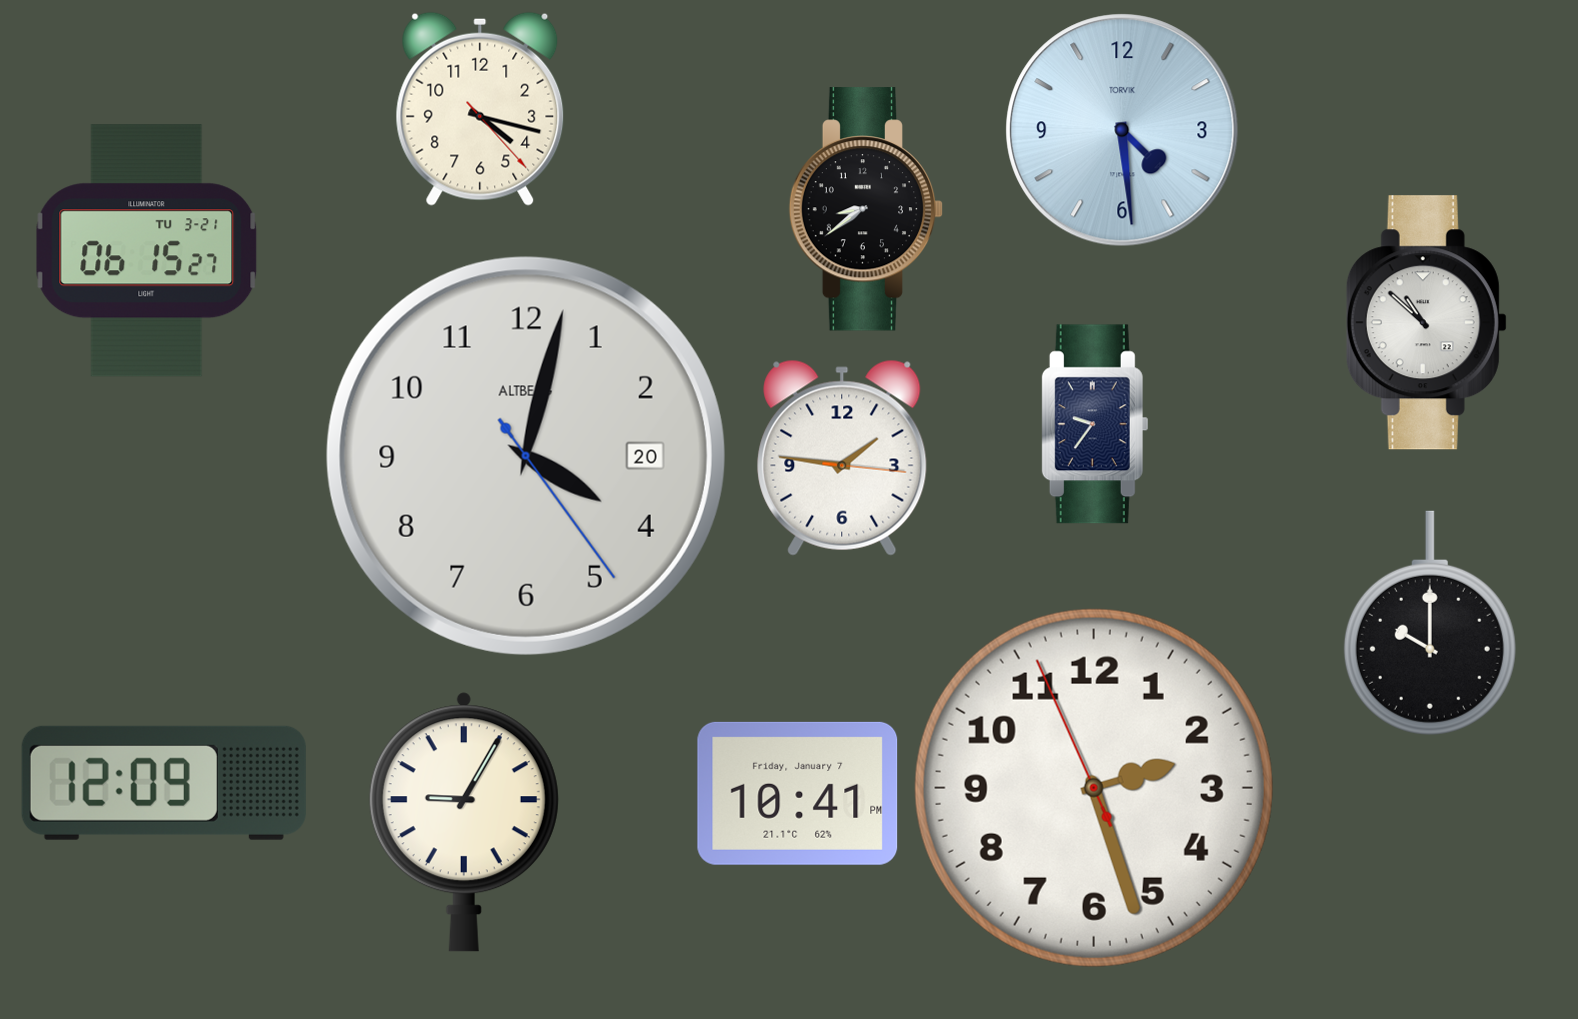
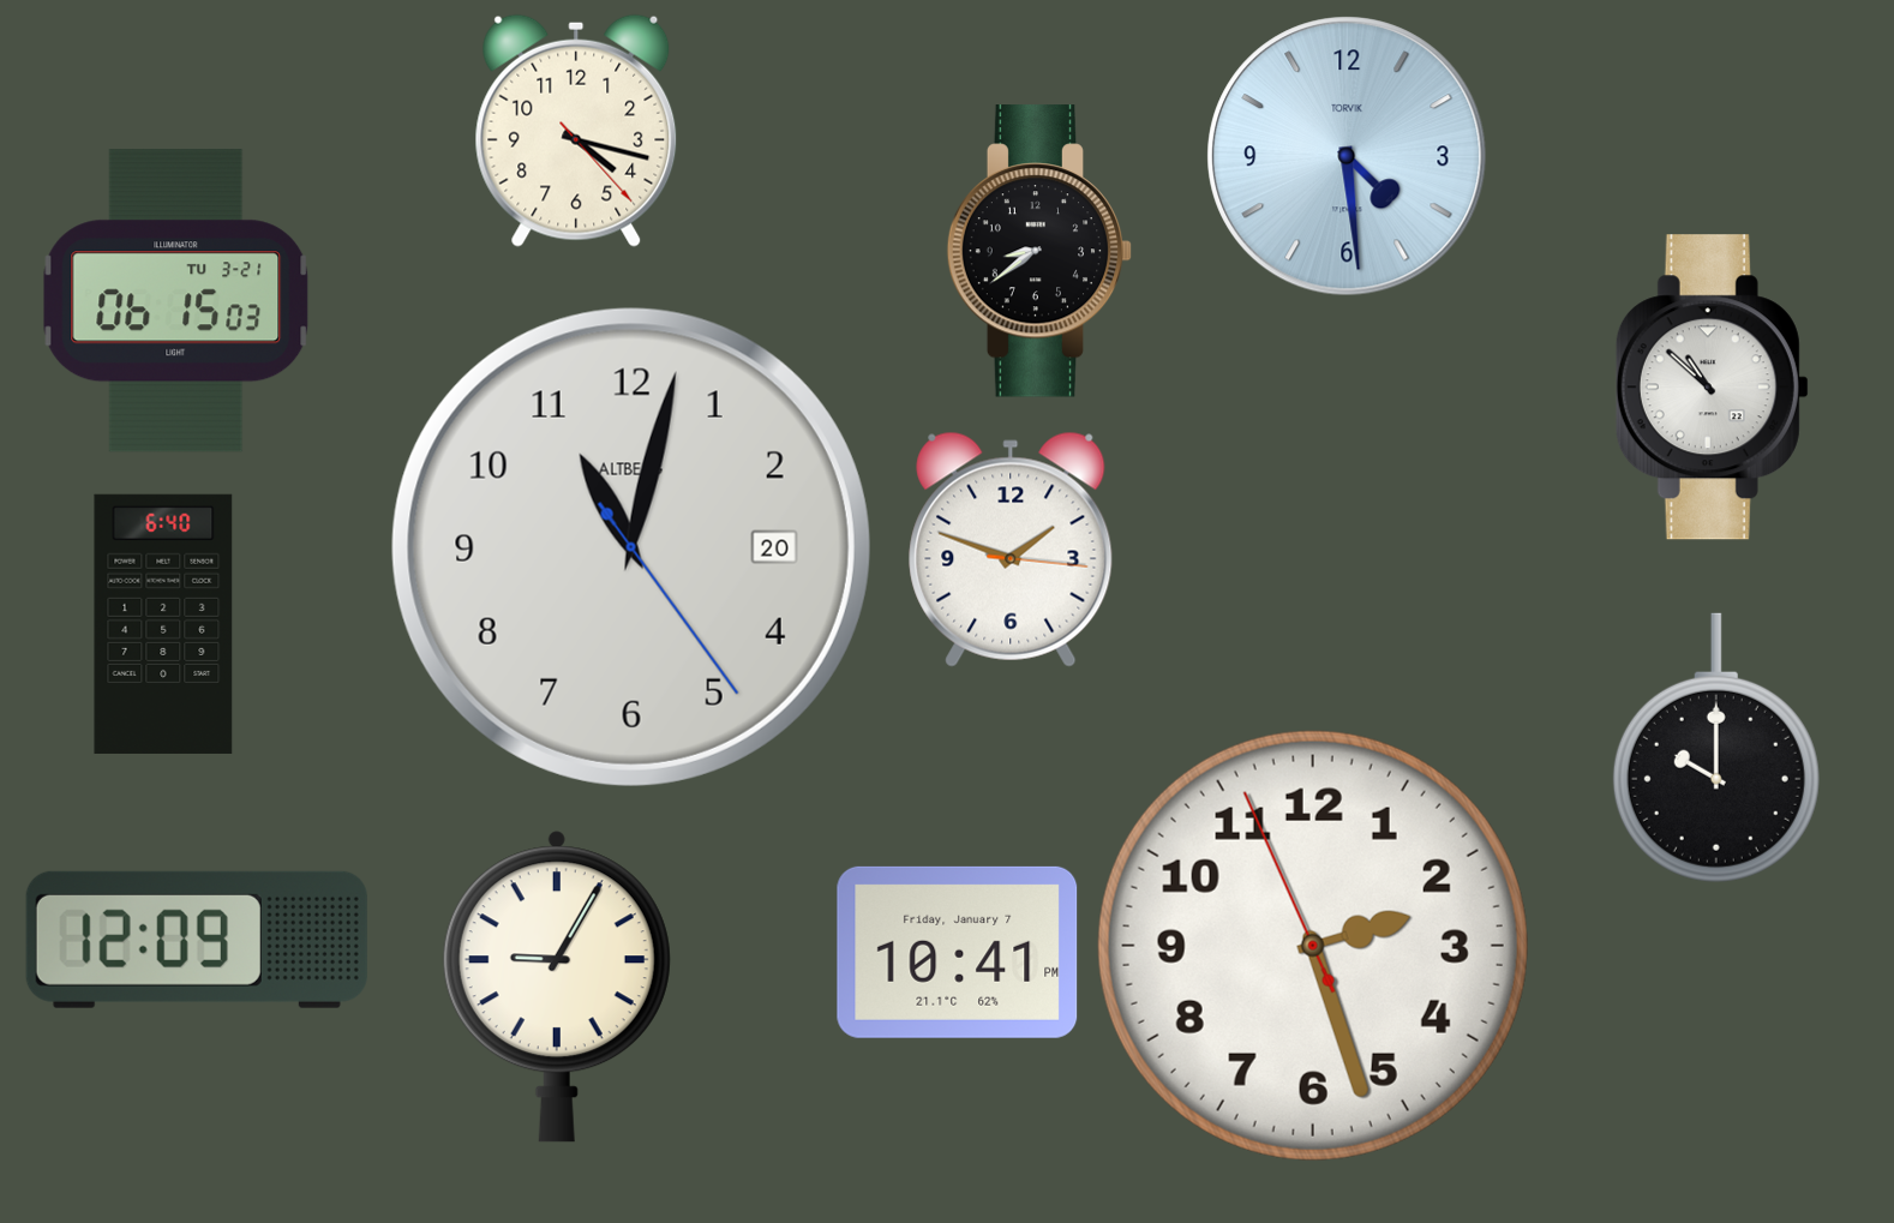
clock at (147, 251): 06:15:27 -> 06:15:03
clock at (1095, 424): 9:36 -> none
clock at (526, 456): 4:02 -> 11:02
clock at (842, 458): 1:46 -> 1:48
clock at (163, 624): none -> 6:40
